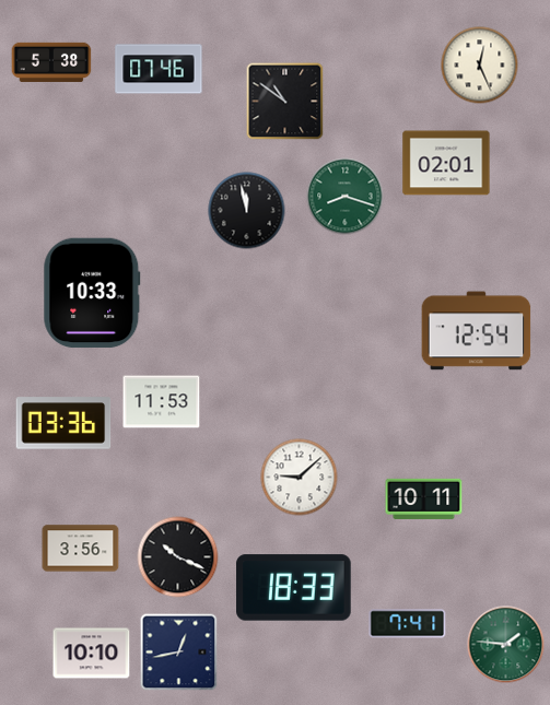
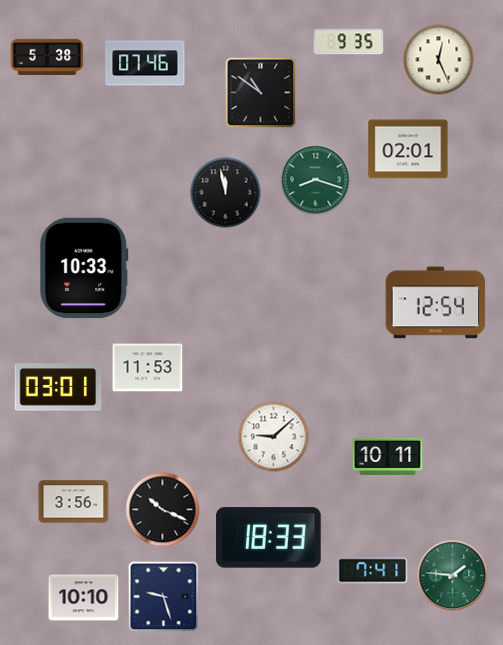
clock at (349, 42): none -> 9:35
clock at (63, 423): 03:36 -> 03:01
clock at (506, 645) position: (506, 645) -> (453, 576)
clock at (179, 653): 12:43 -> 9:27
